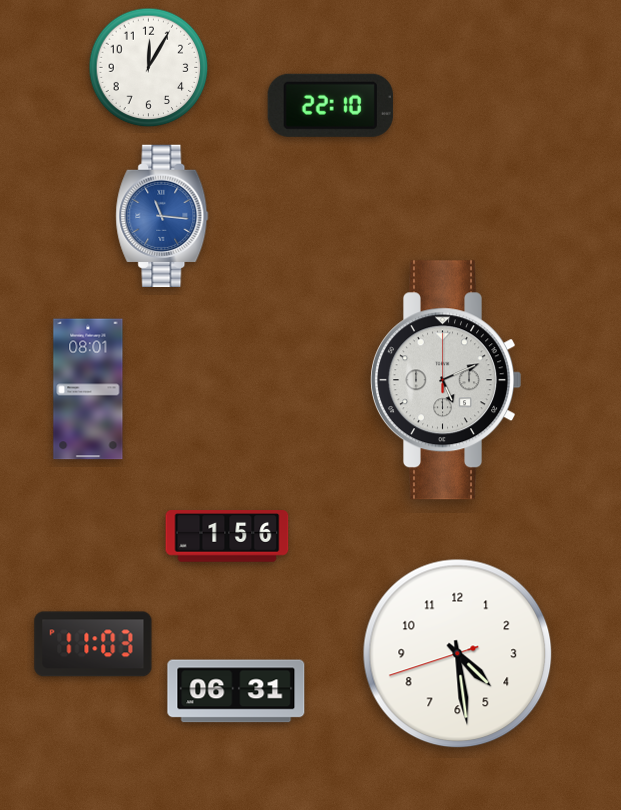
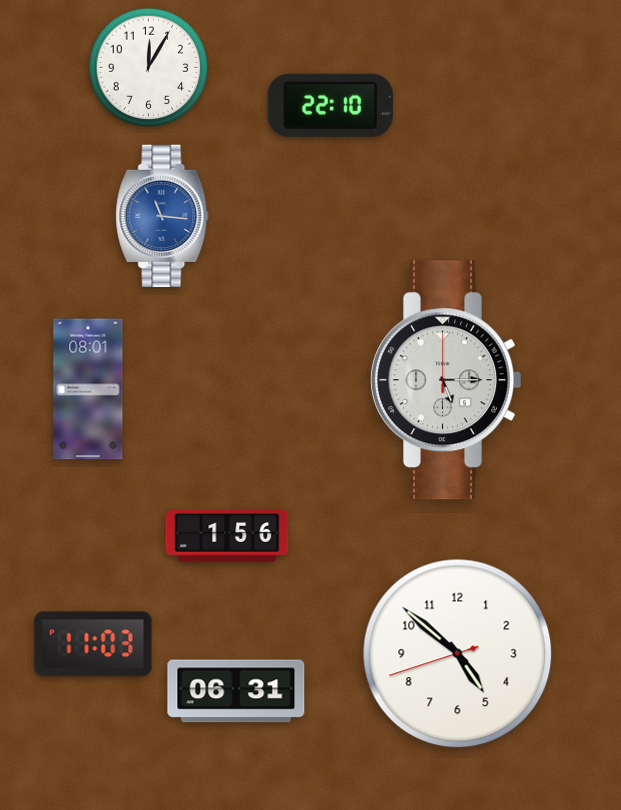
clock at (446, 380): 5:11 -> 5:15
clock at (458, 654): 4:28 -> 4:51
